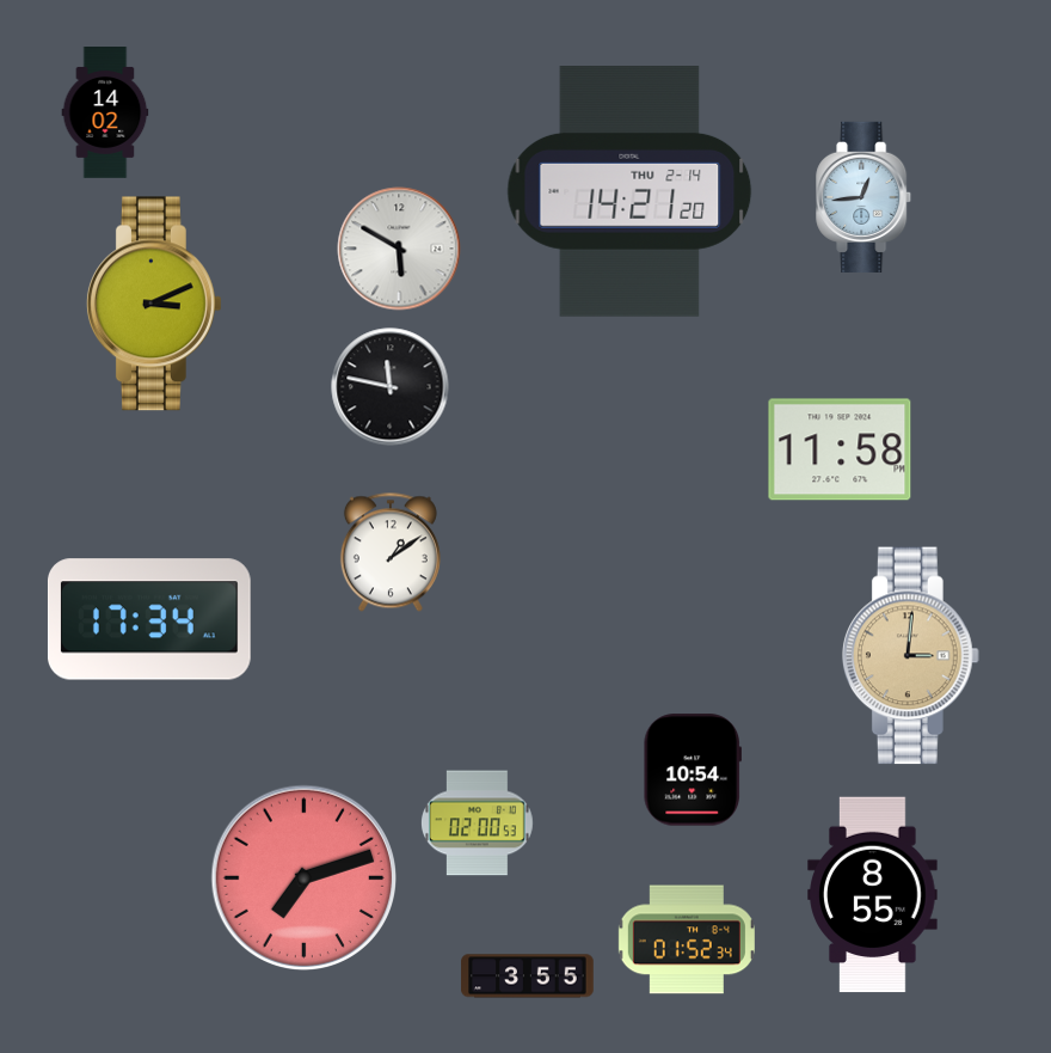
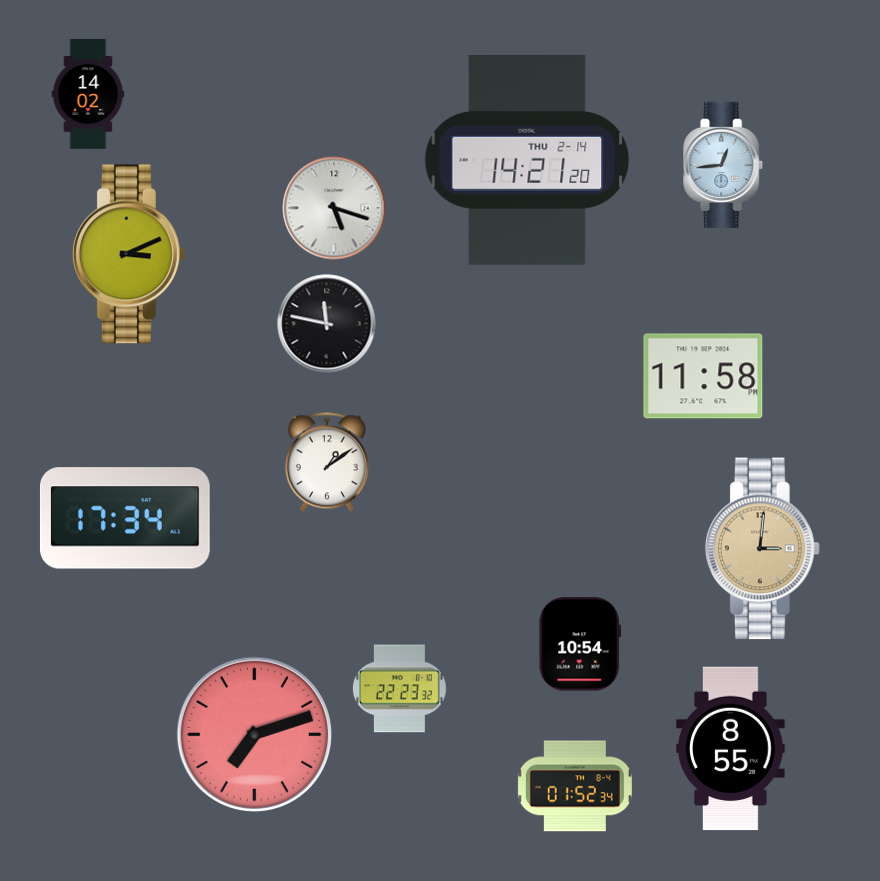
clock at (399, 249): 5:50 -> 5:18
clock at (477, 824): 02:00 -> 22:23
clock at (528, 977): 3:55 -> none
